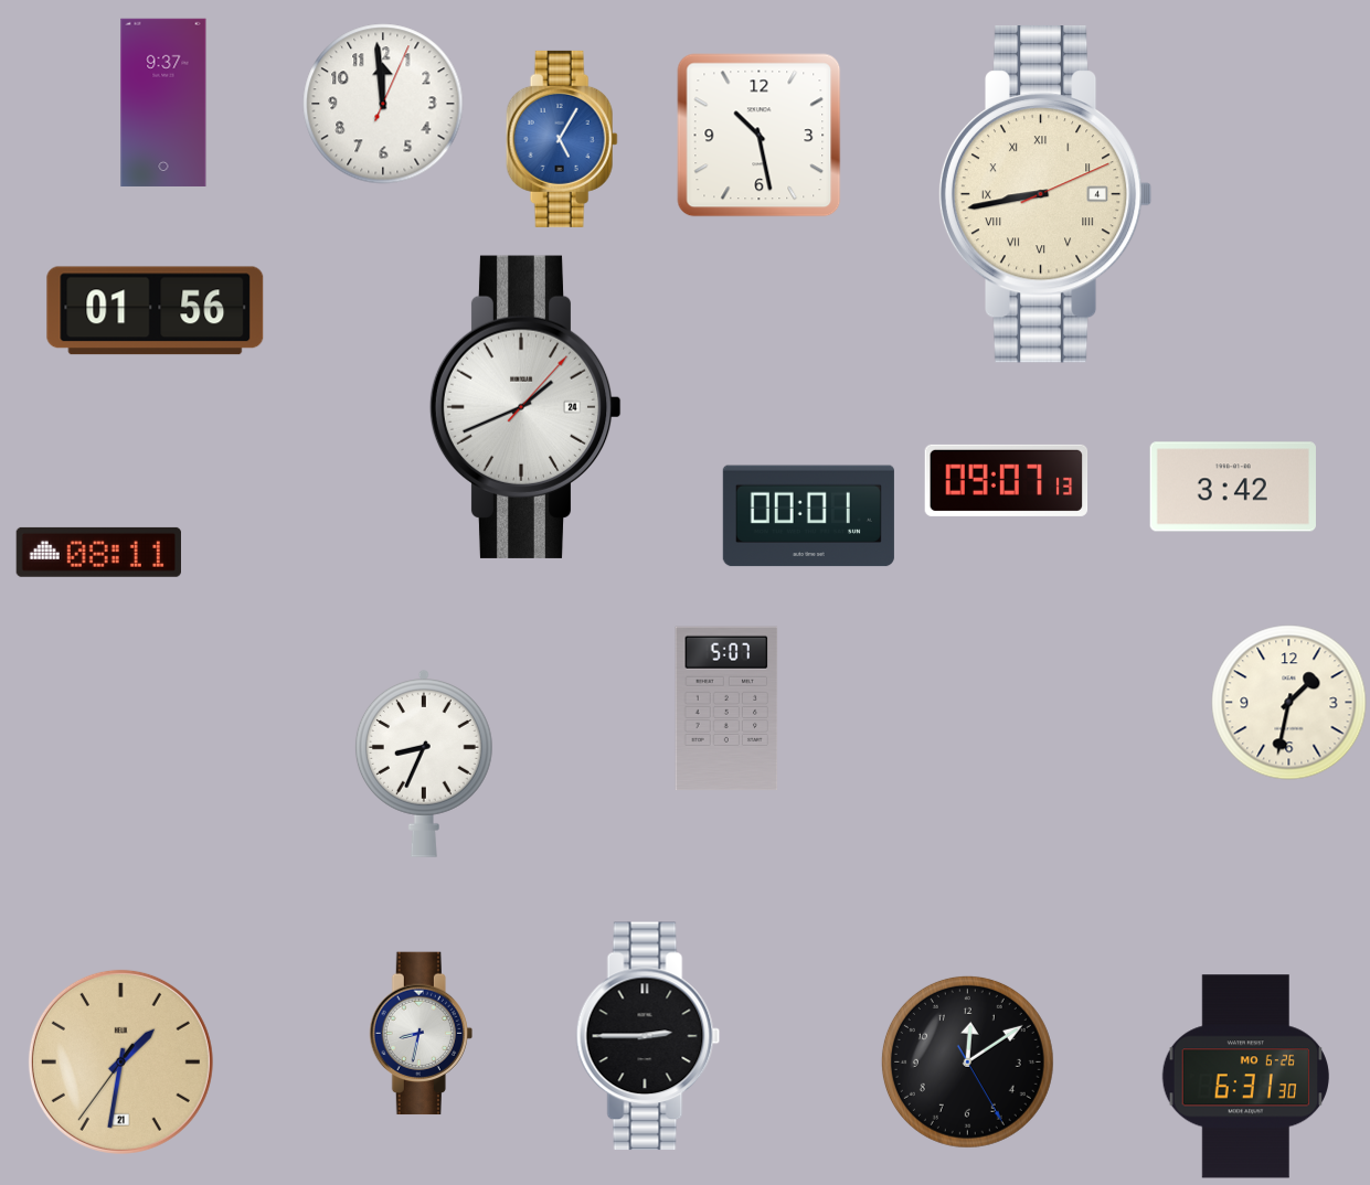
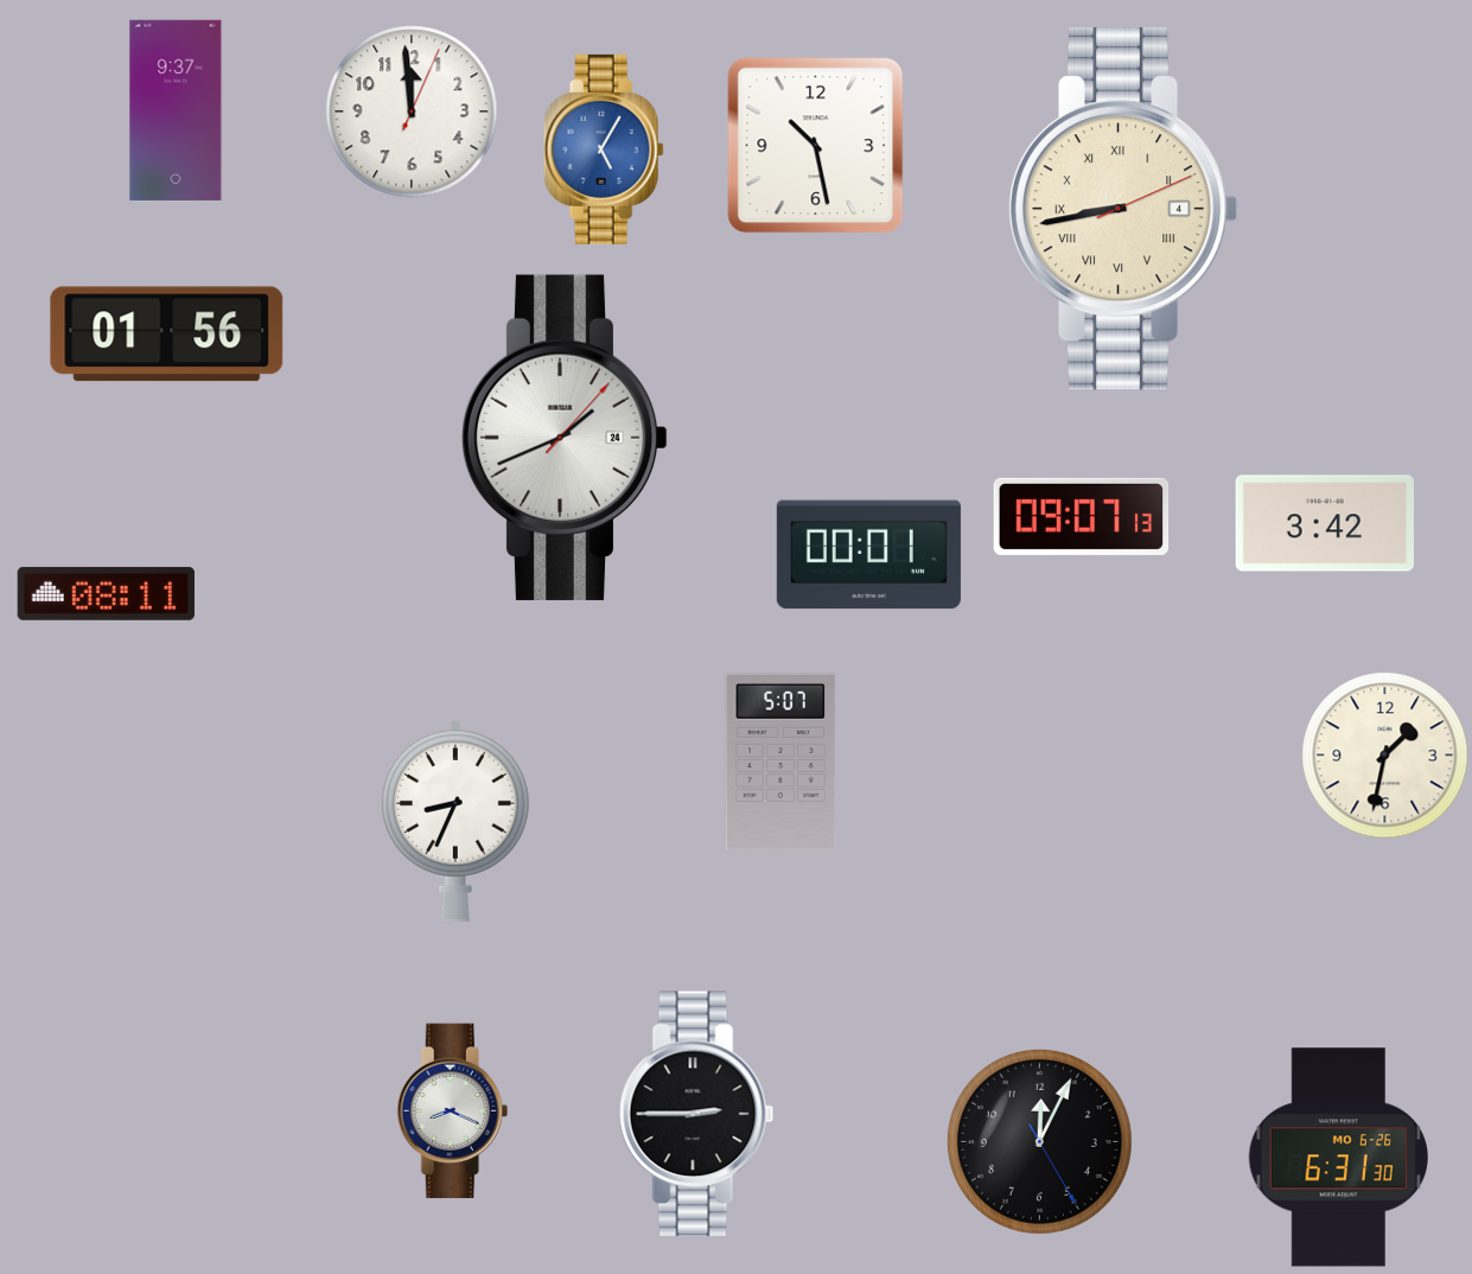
clock at (421, 1034): 8:32 -> 8:19
clock at (120, 1061): 1:31 -> none
clock at (967, 1061): 12:09 -> 12:04
